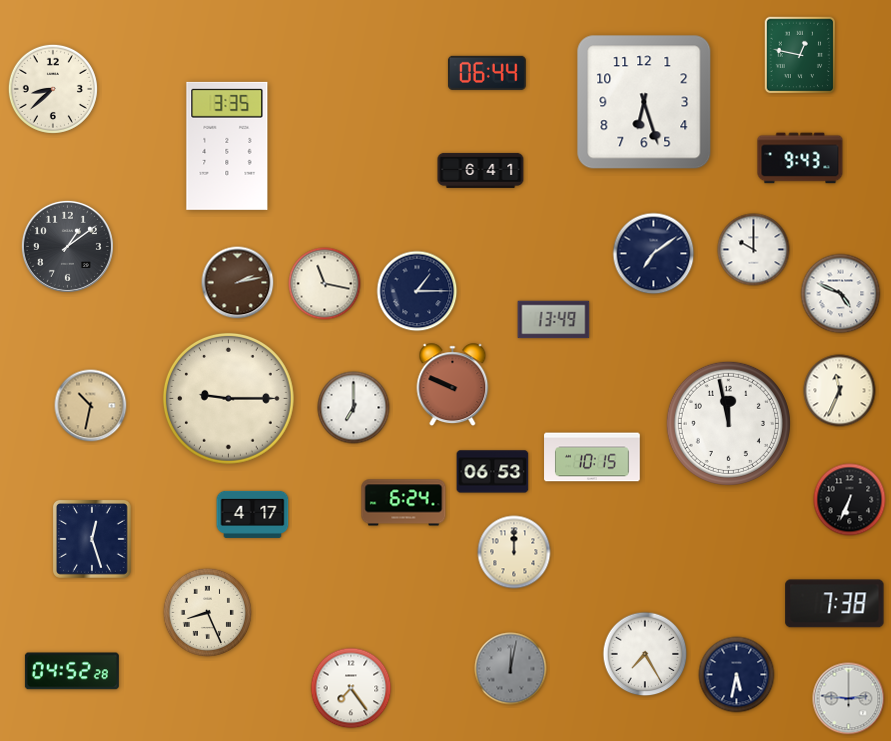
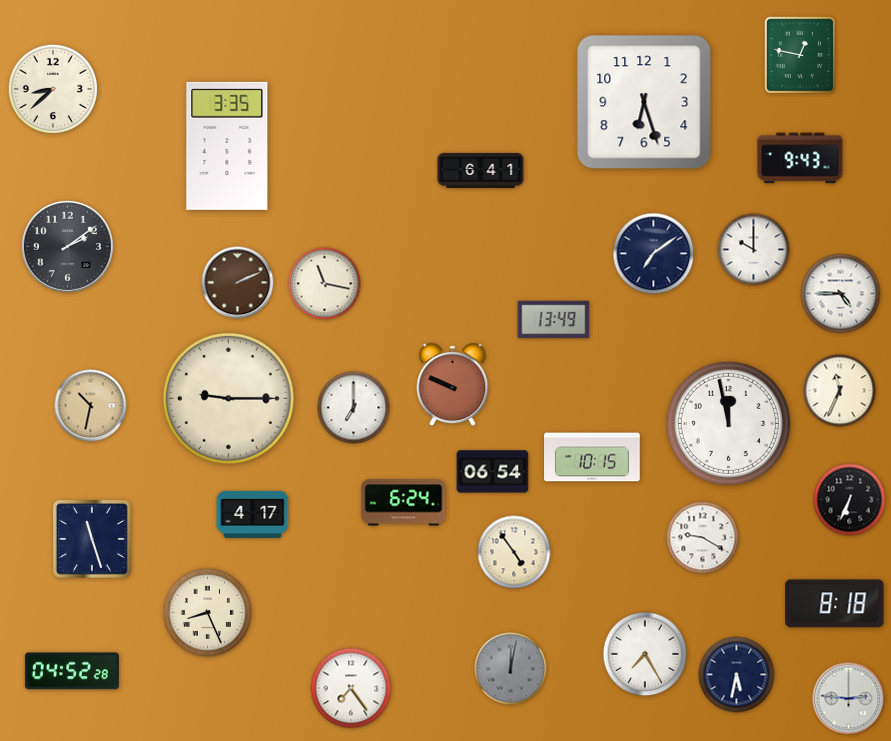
clock at (487, 73): 06:44 -> none
clock at (67, 246): 1:09 -> 2:09
clock at (238, 283): 2:13 -> 2:11
clock at (417, 291): 1:15 -> none
clock at (841, 294): 4:49 -> 4:45
clock at (493, 472): 06:53 -> 06:54
clock at (703, 538): none -> 9:20
clock at (92, 539): 12:27 -> 11:27
clock at (514, 552): 12:00 -> 4:54
clock at (835, 604): 7:38 -> 8:18
